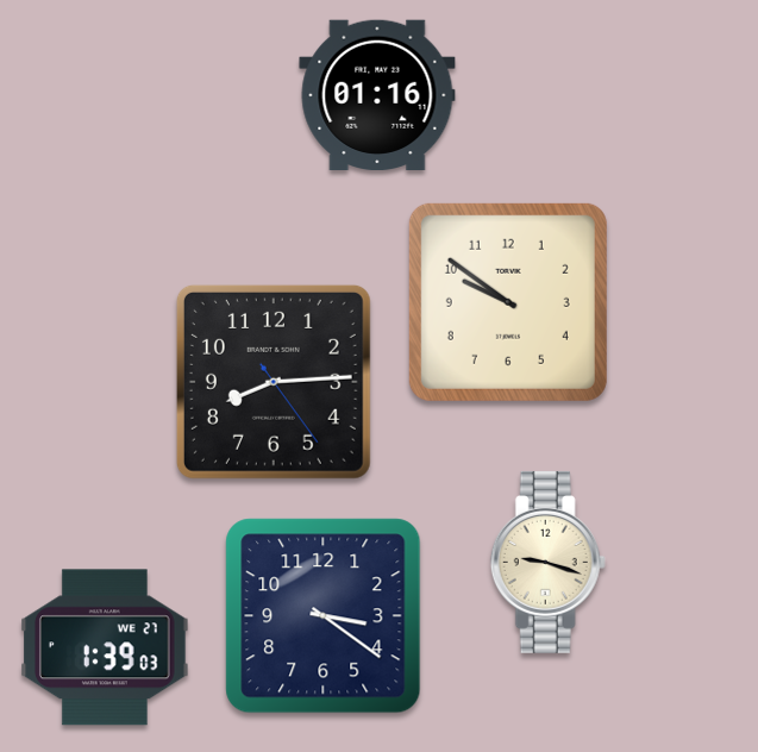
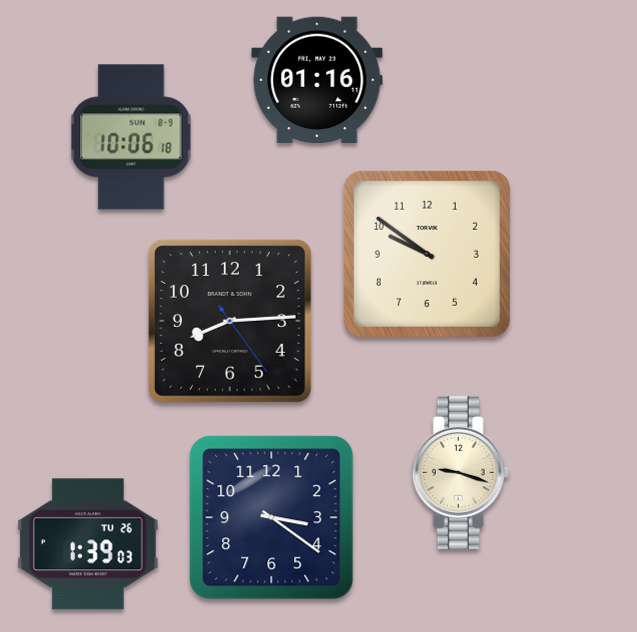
clock at (131, 137): none -> 10:06
clock at (105, 647) date: WE 27 -> TU 26
